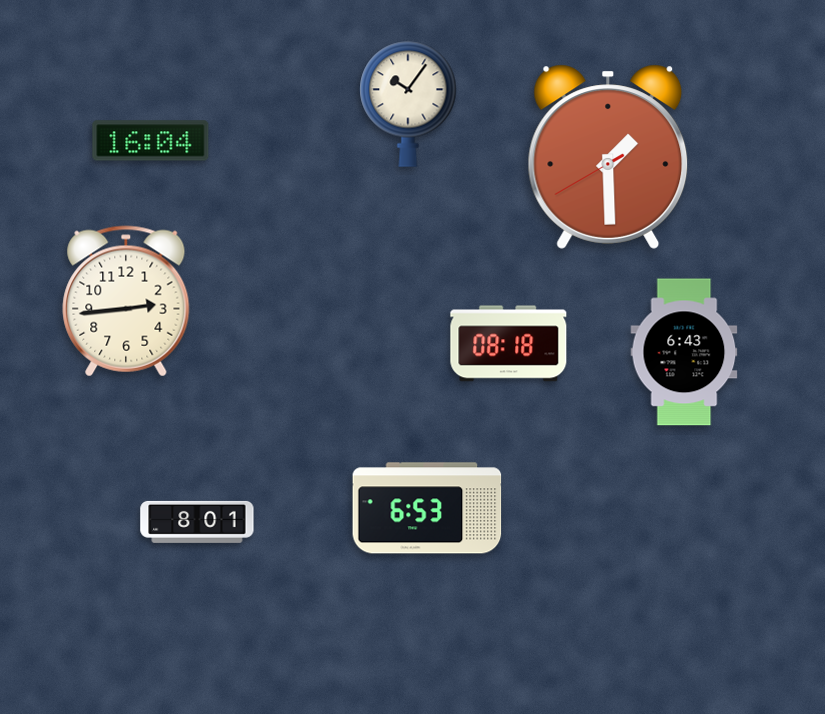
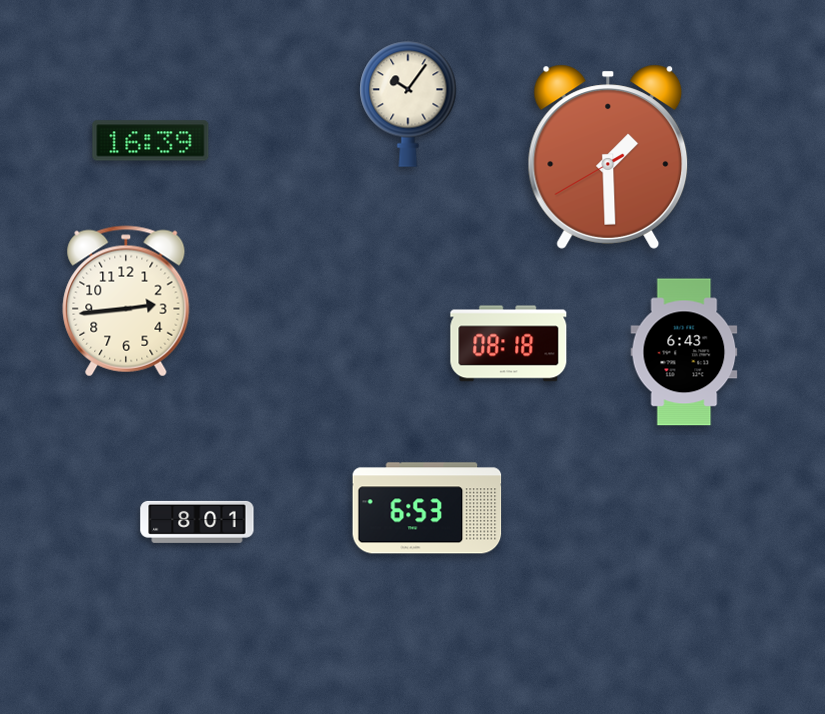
clock at (151, 141): 16:04 -> 16:39
